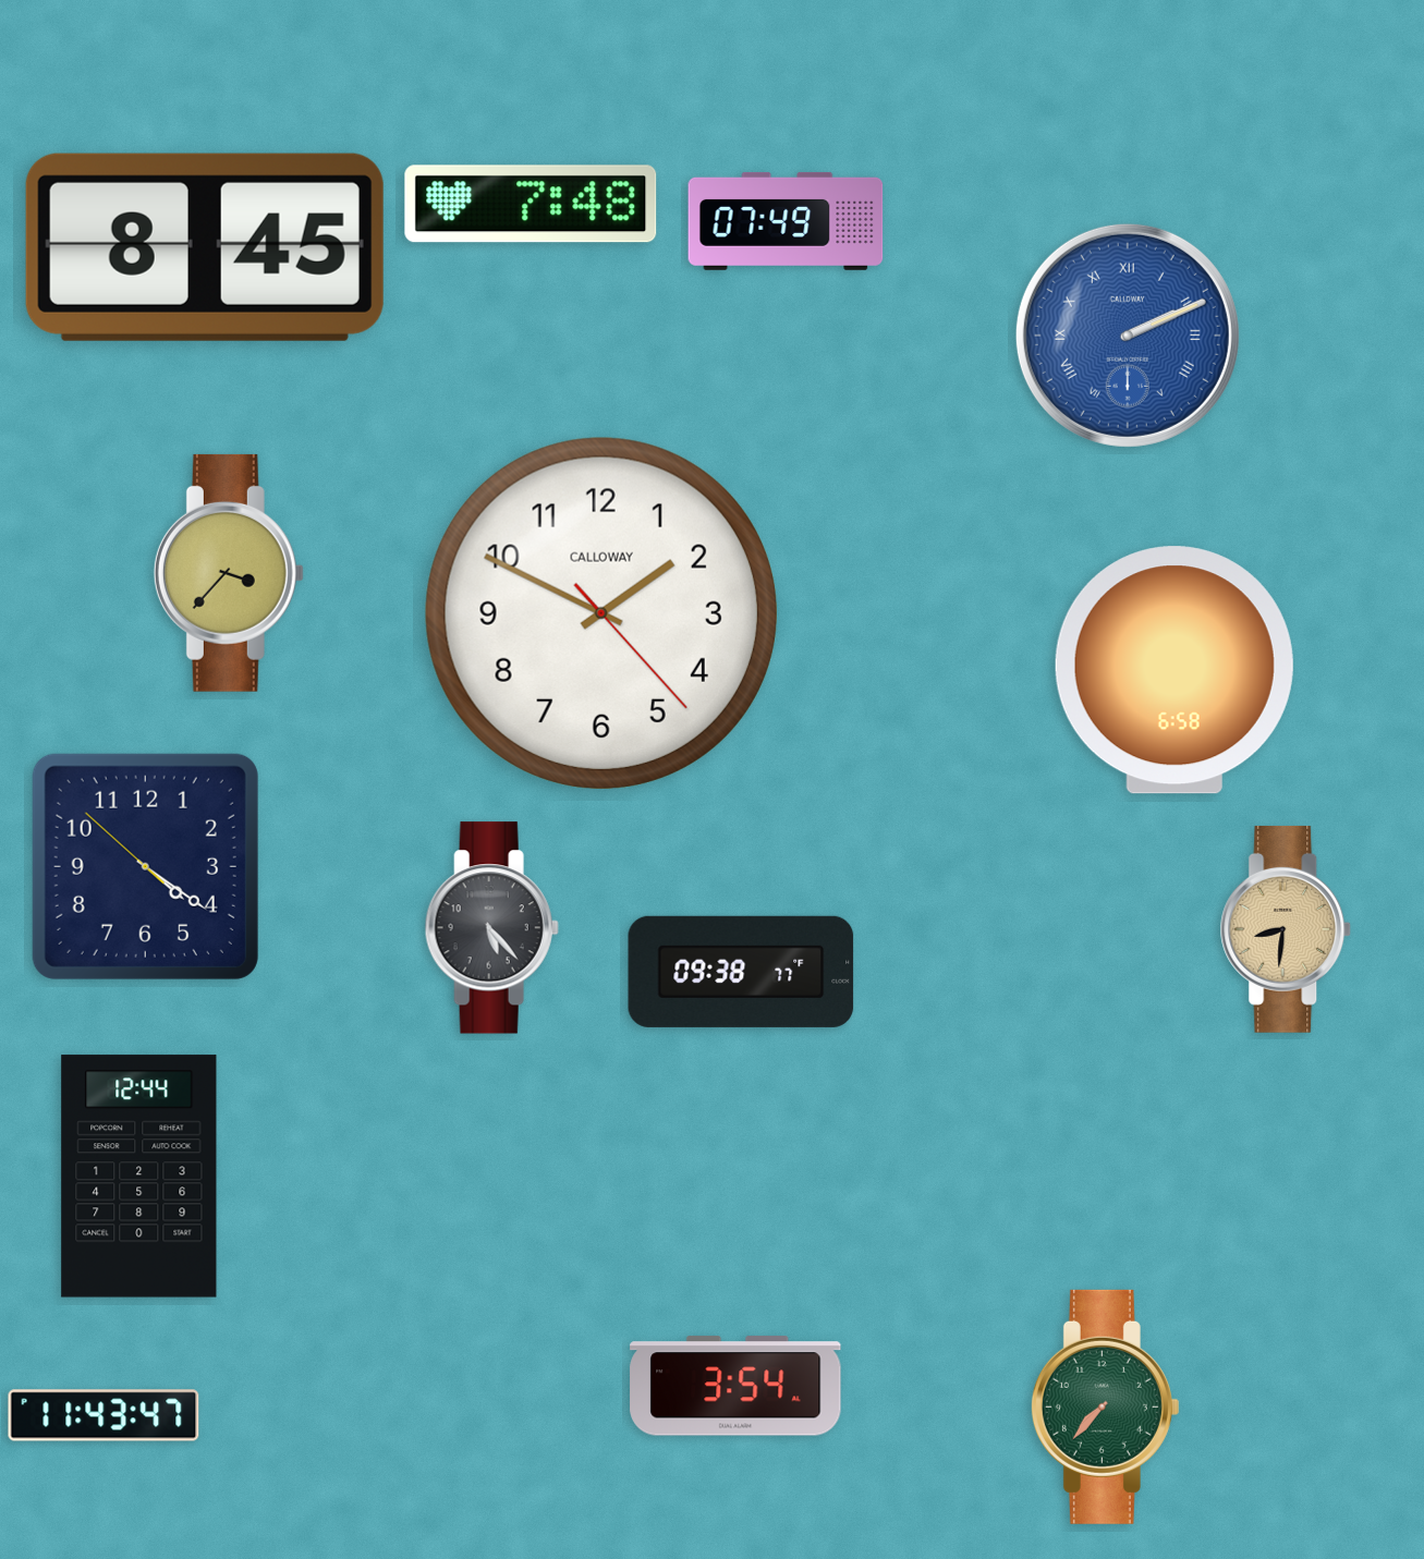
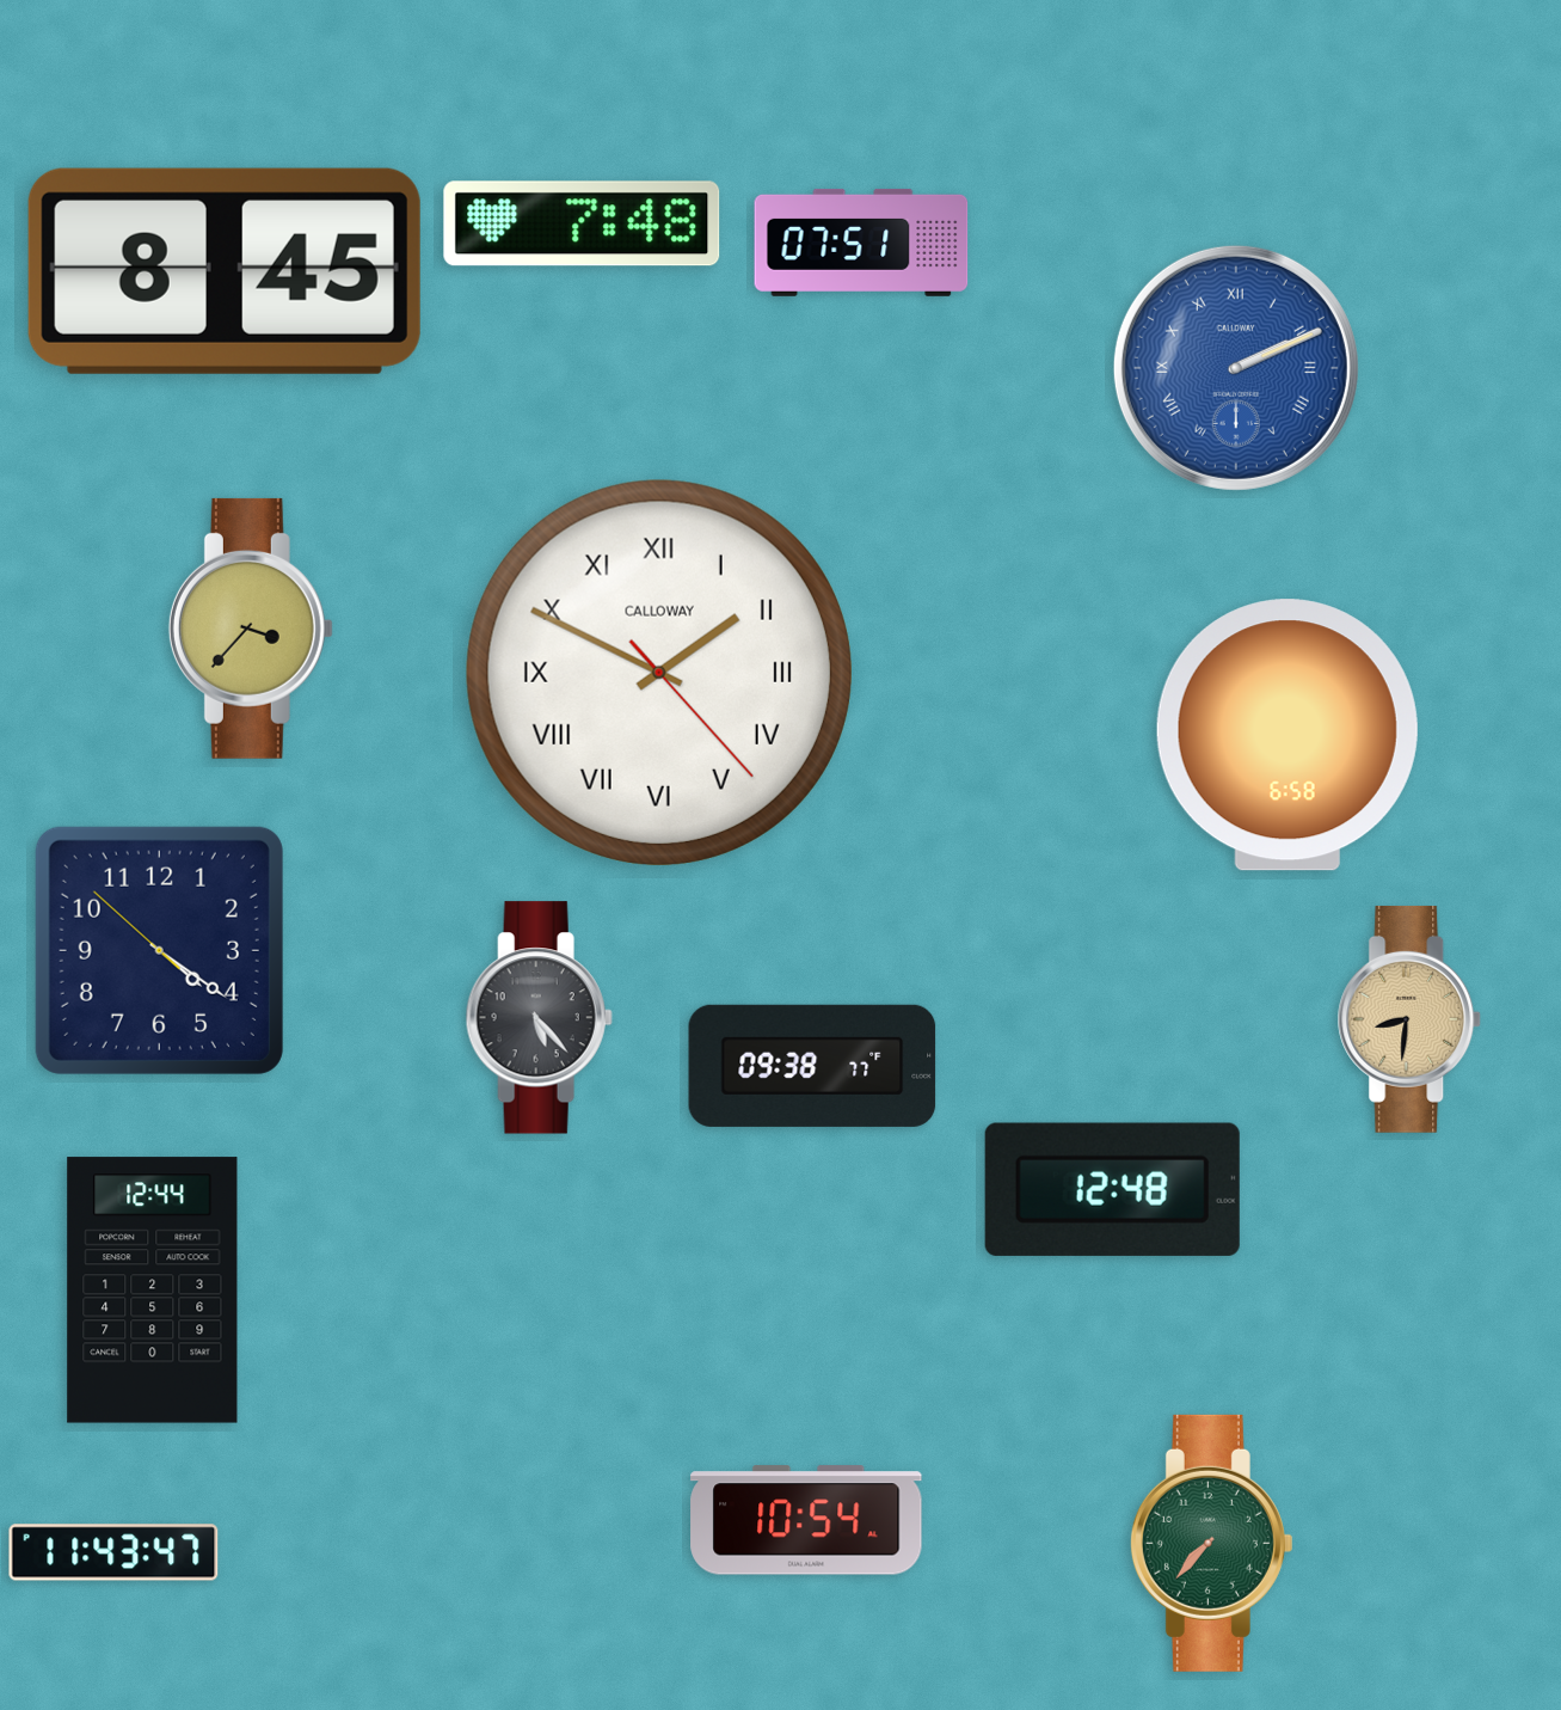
clock at (786, 221): 07:49 -> 07:51
clock at (601, 613) numerals: Arabic -> Roman
clock at (1112, 1189): none -> 12:48
clock at (735, 1386): 3:54 -> 10:54
